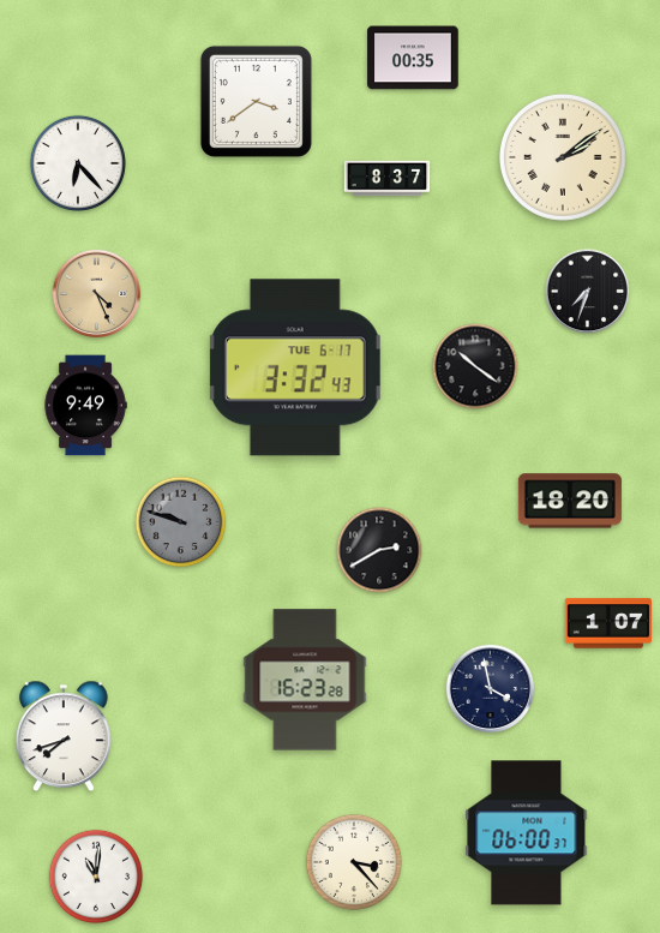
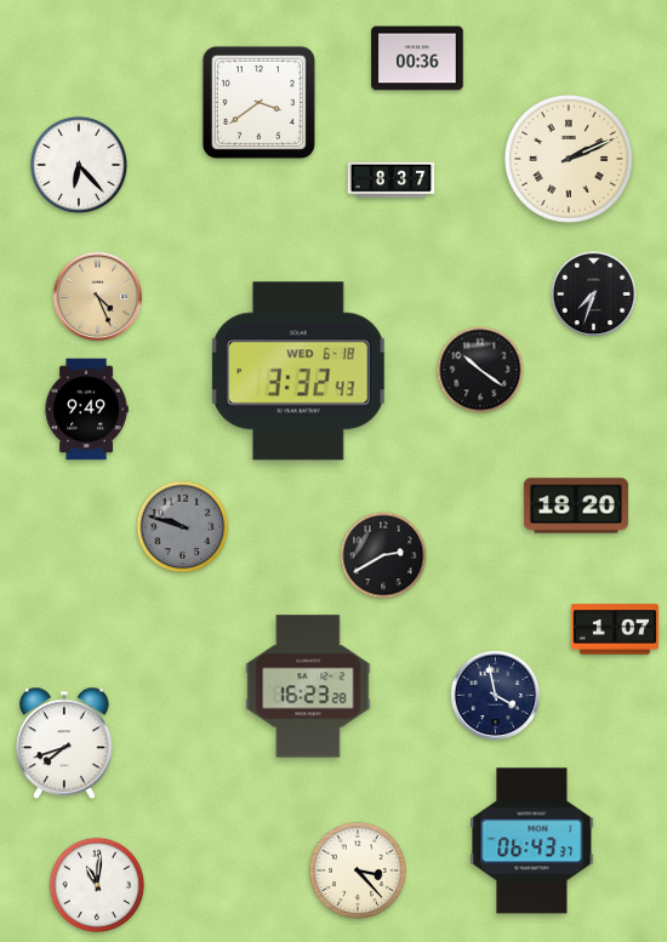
clock at (413, 58): 00:35 -> 00:36
clock at (564, 159): 2:09 -> 2:11
clock at (295, 367) date: TUE 6-17 -> WED 6-18
clock at (527, 833): 06:00 -> 06:43
